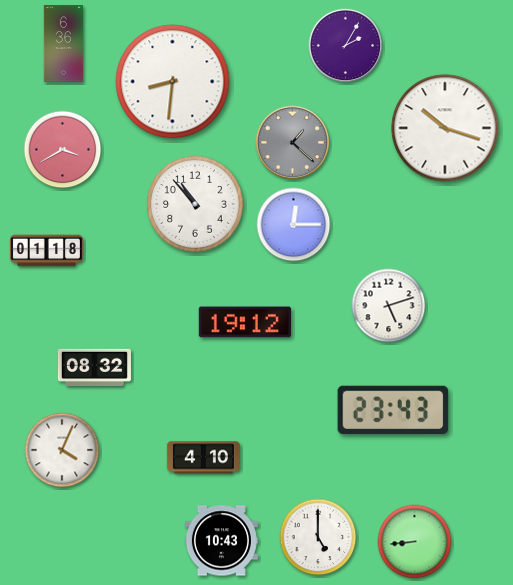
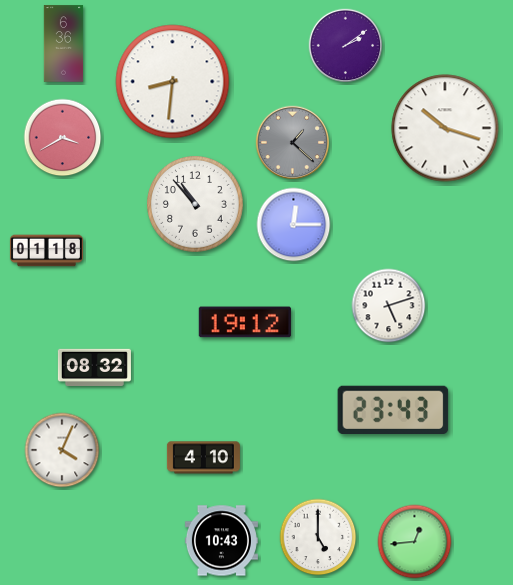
clock at (346, 46): 2:05 -> 2:09
clock at (63, 150) position: (63, 150) -> (63, 138)
clock at (415, 542): 8:44 -> 12:44
